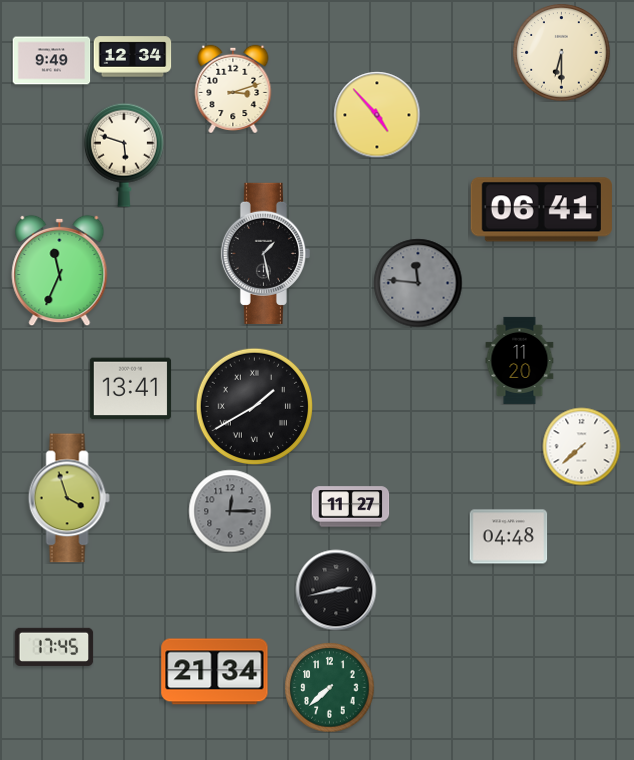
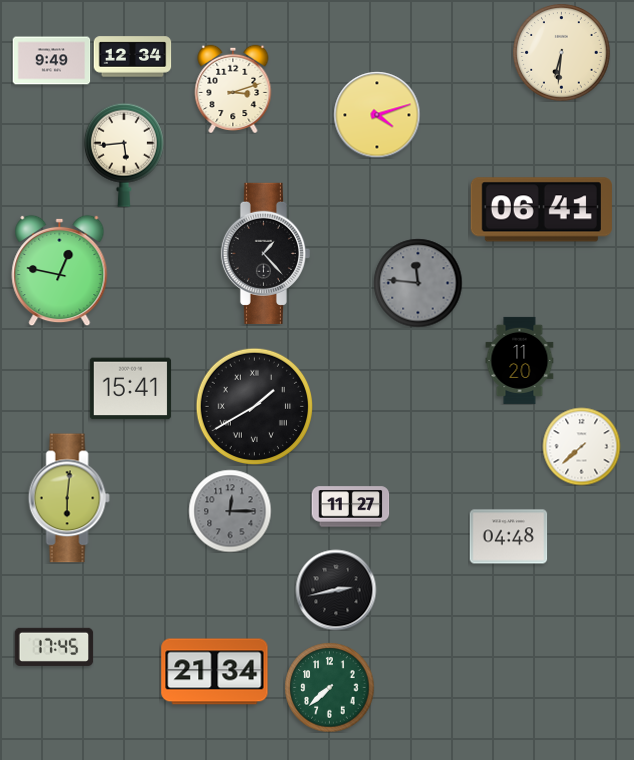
clock at (562, 53): 6:30 -> 6:31
clock at (377, 115): 4:53 -> 4:12
clock at (124, 155): 5:48 -> 5:44
clock at (265, 253): 1:28 -> 1:23
clock at (60, 270): 11:34 -> 12:47
clock at (130, 389): 13:41 -> 15:41
clock at (69, 498): 3:57 -> 6:01
